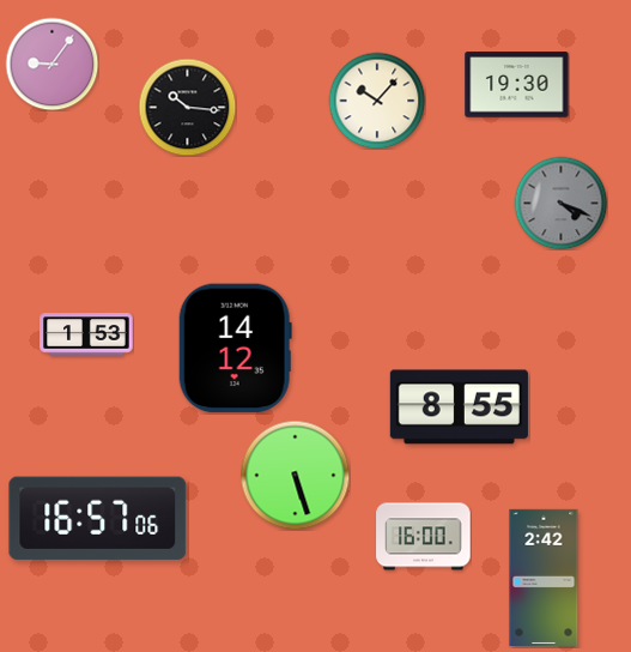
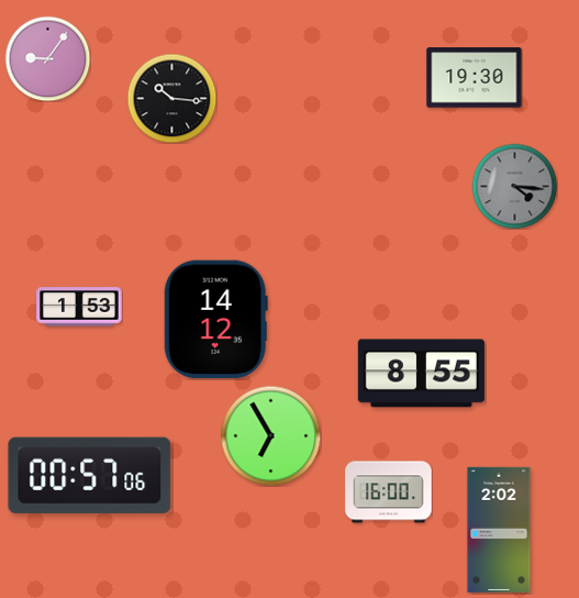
clock at (377, 101): 10:07 -> none
clock at (560, 203): 4:19 -> 4:16
clock at (295, 475): 5:27 -> 6:55
clock at (98, 518): 16:57 -> 00:57
clock at (544, 578): 2:42 -> 2:02
